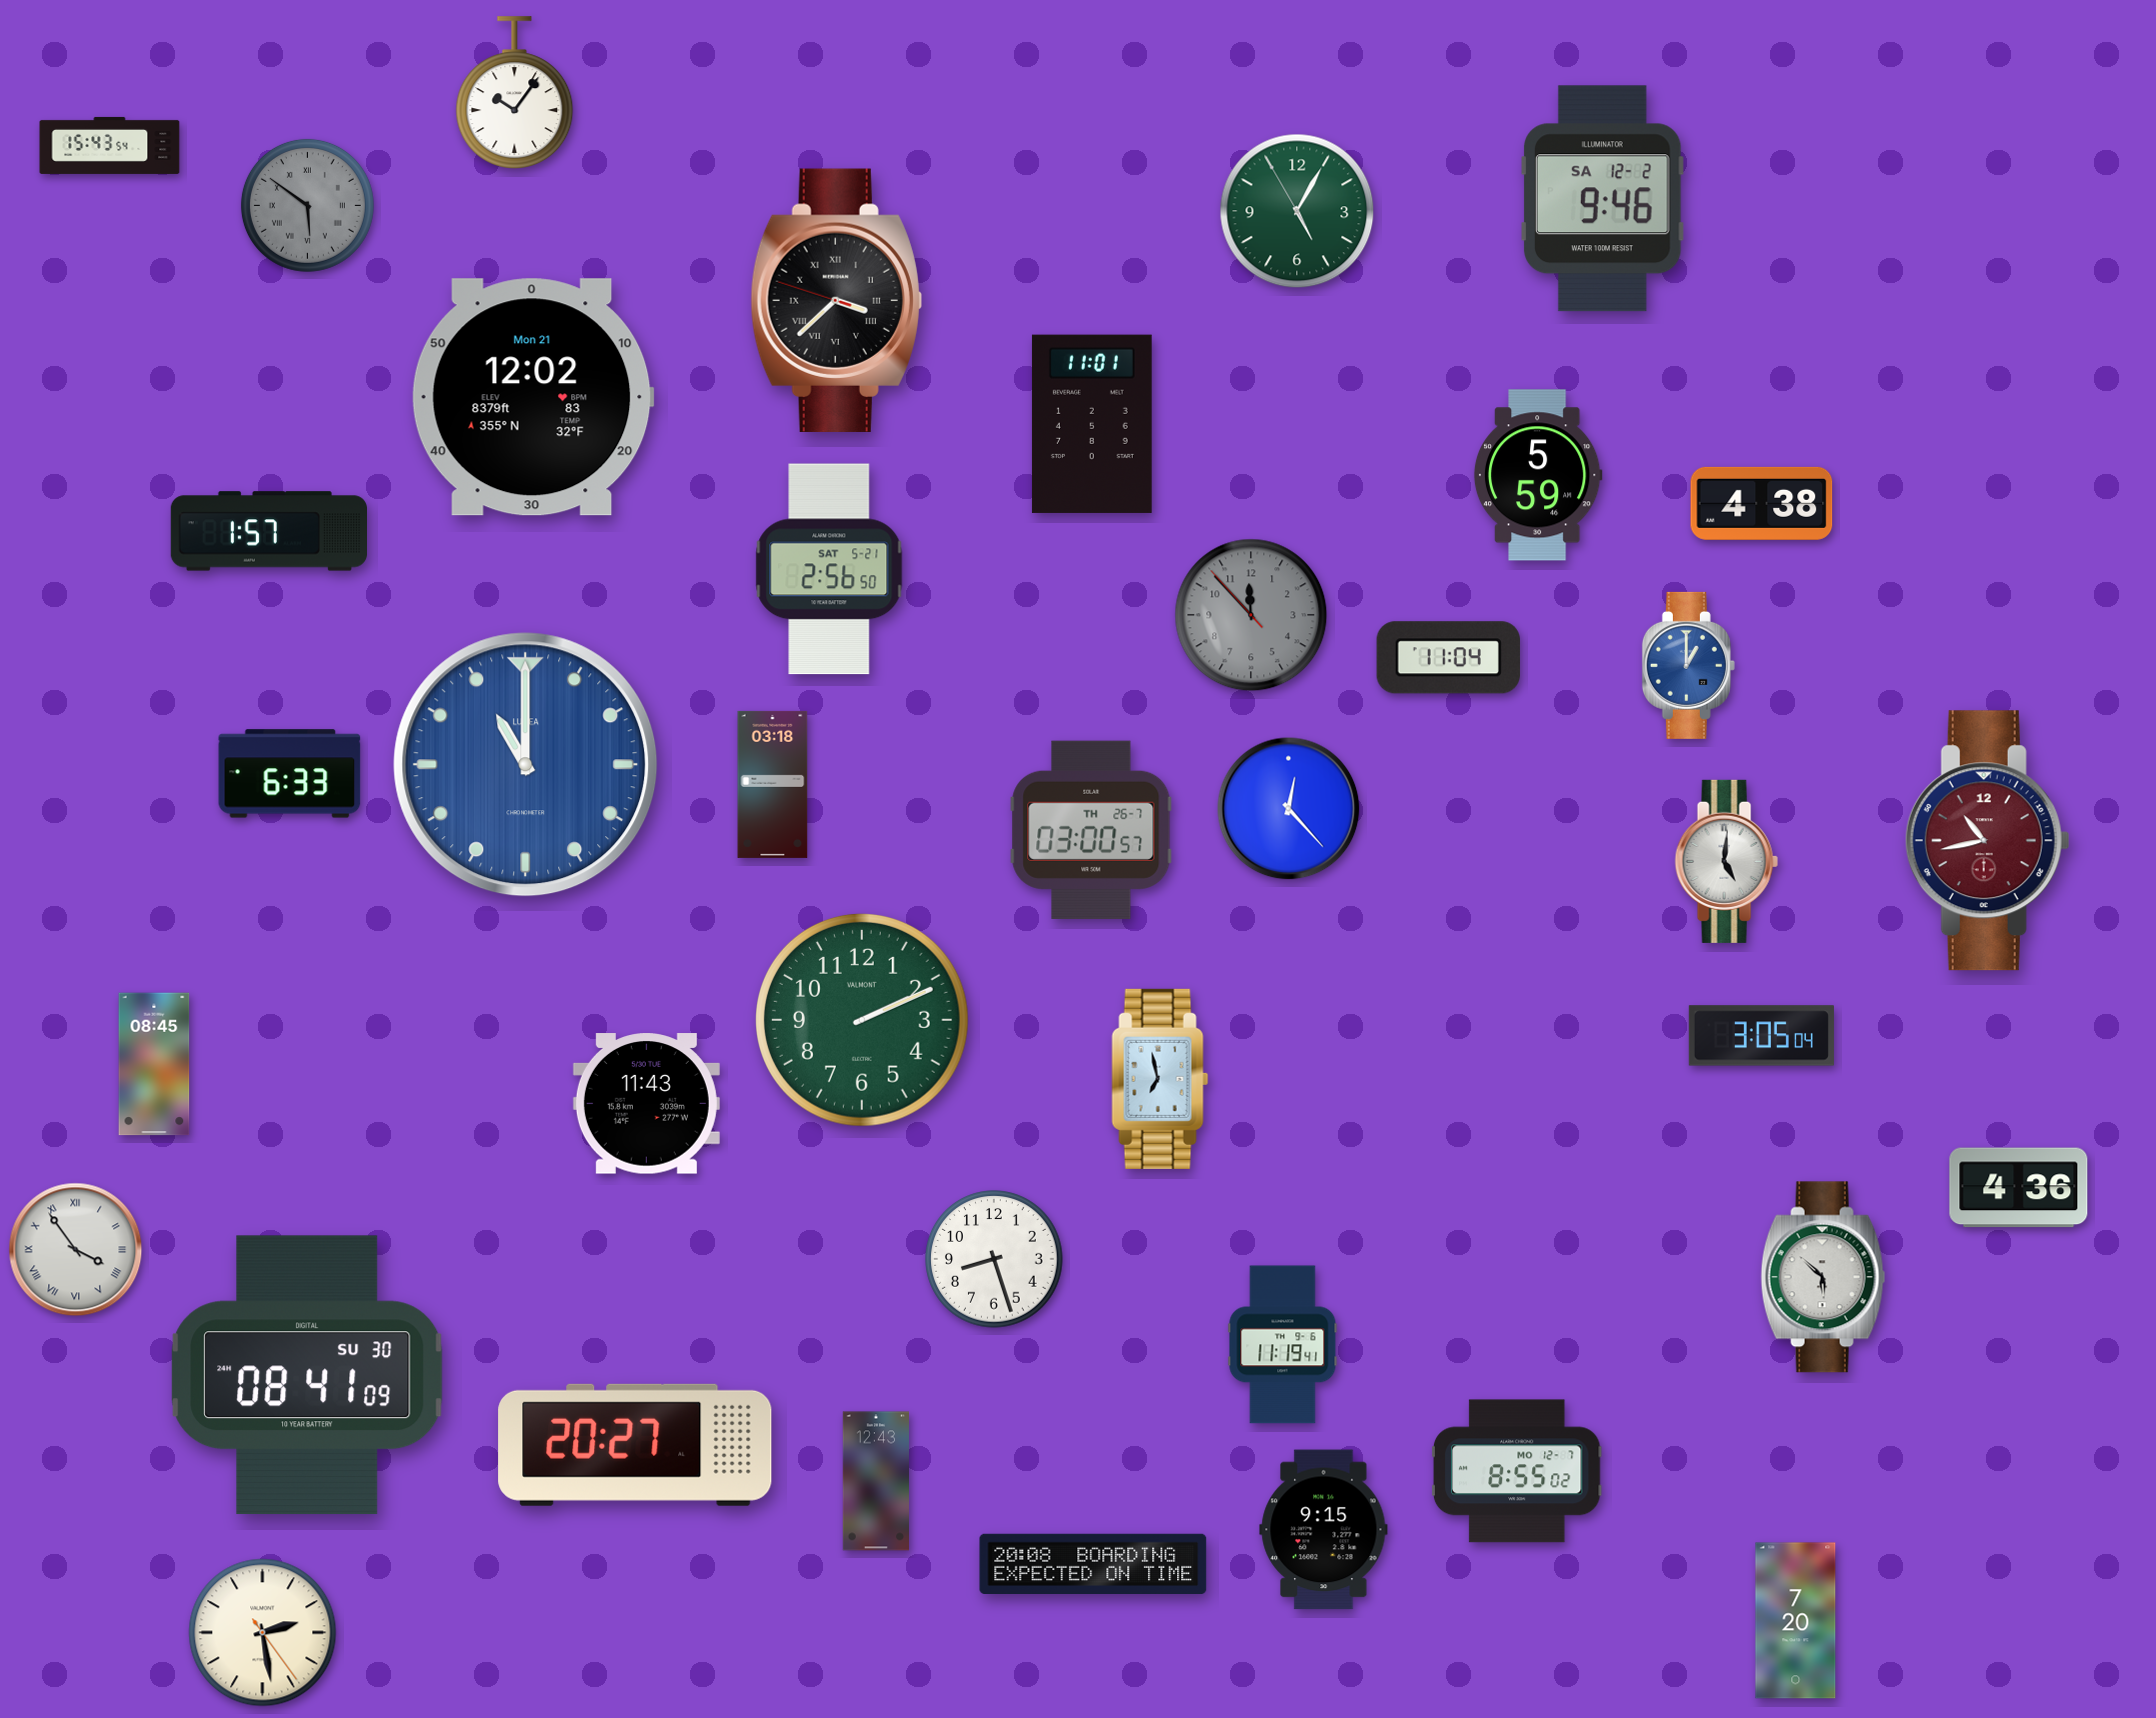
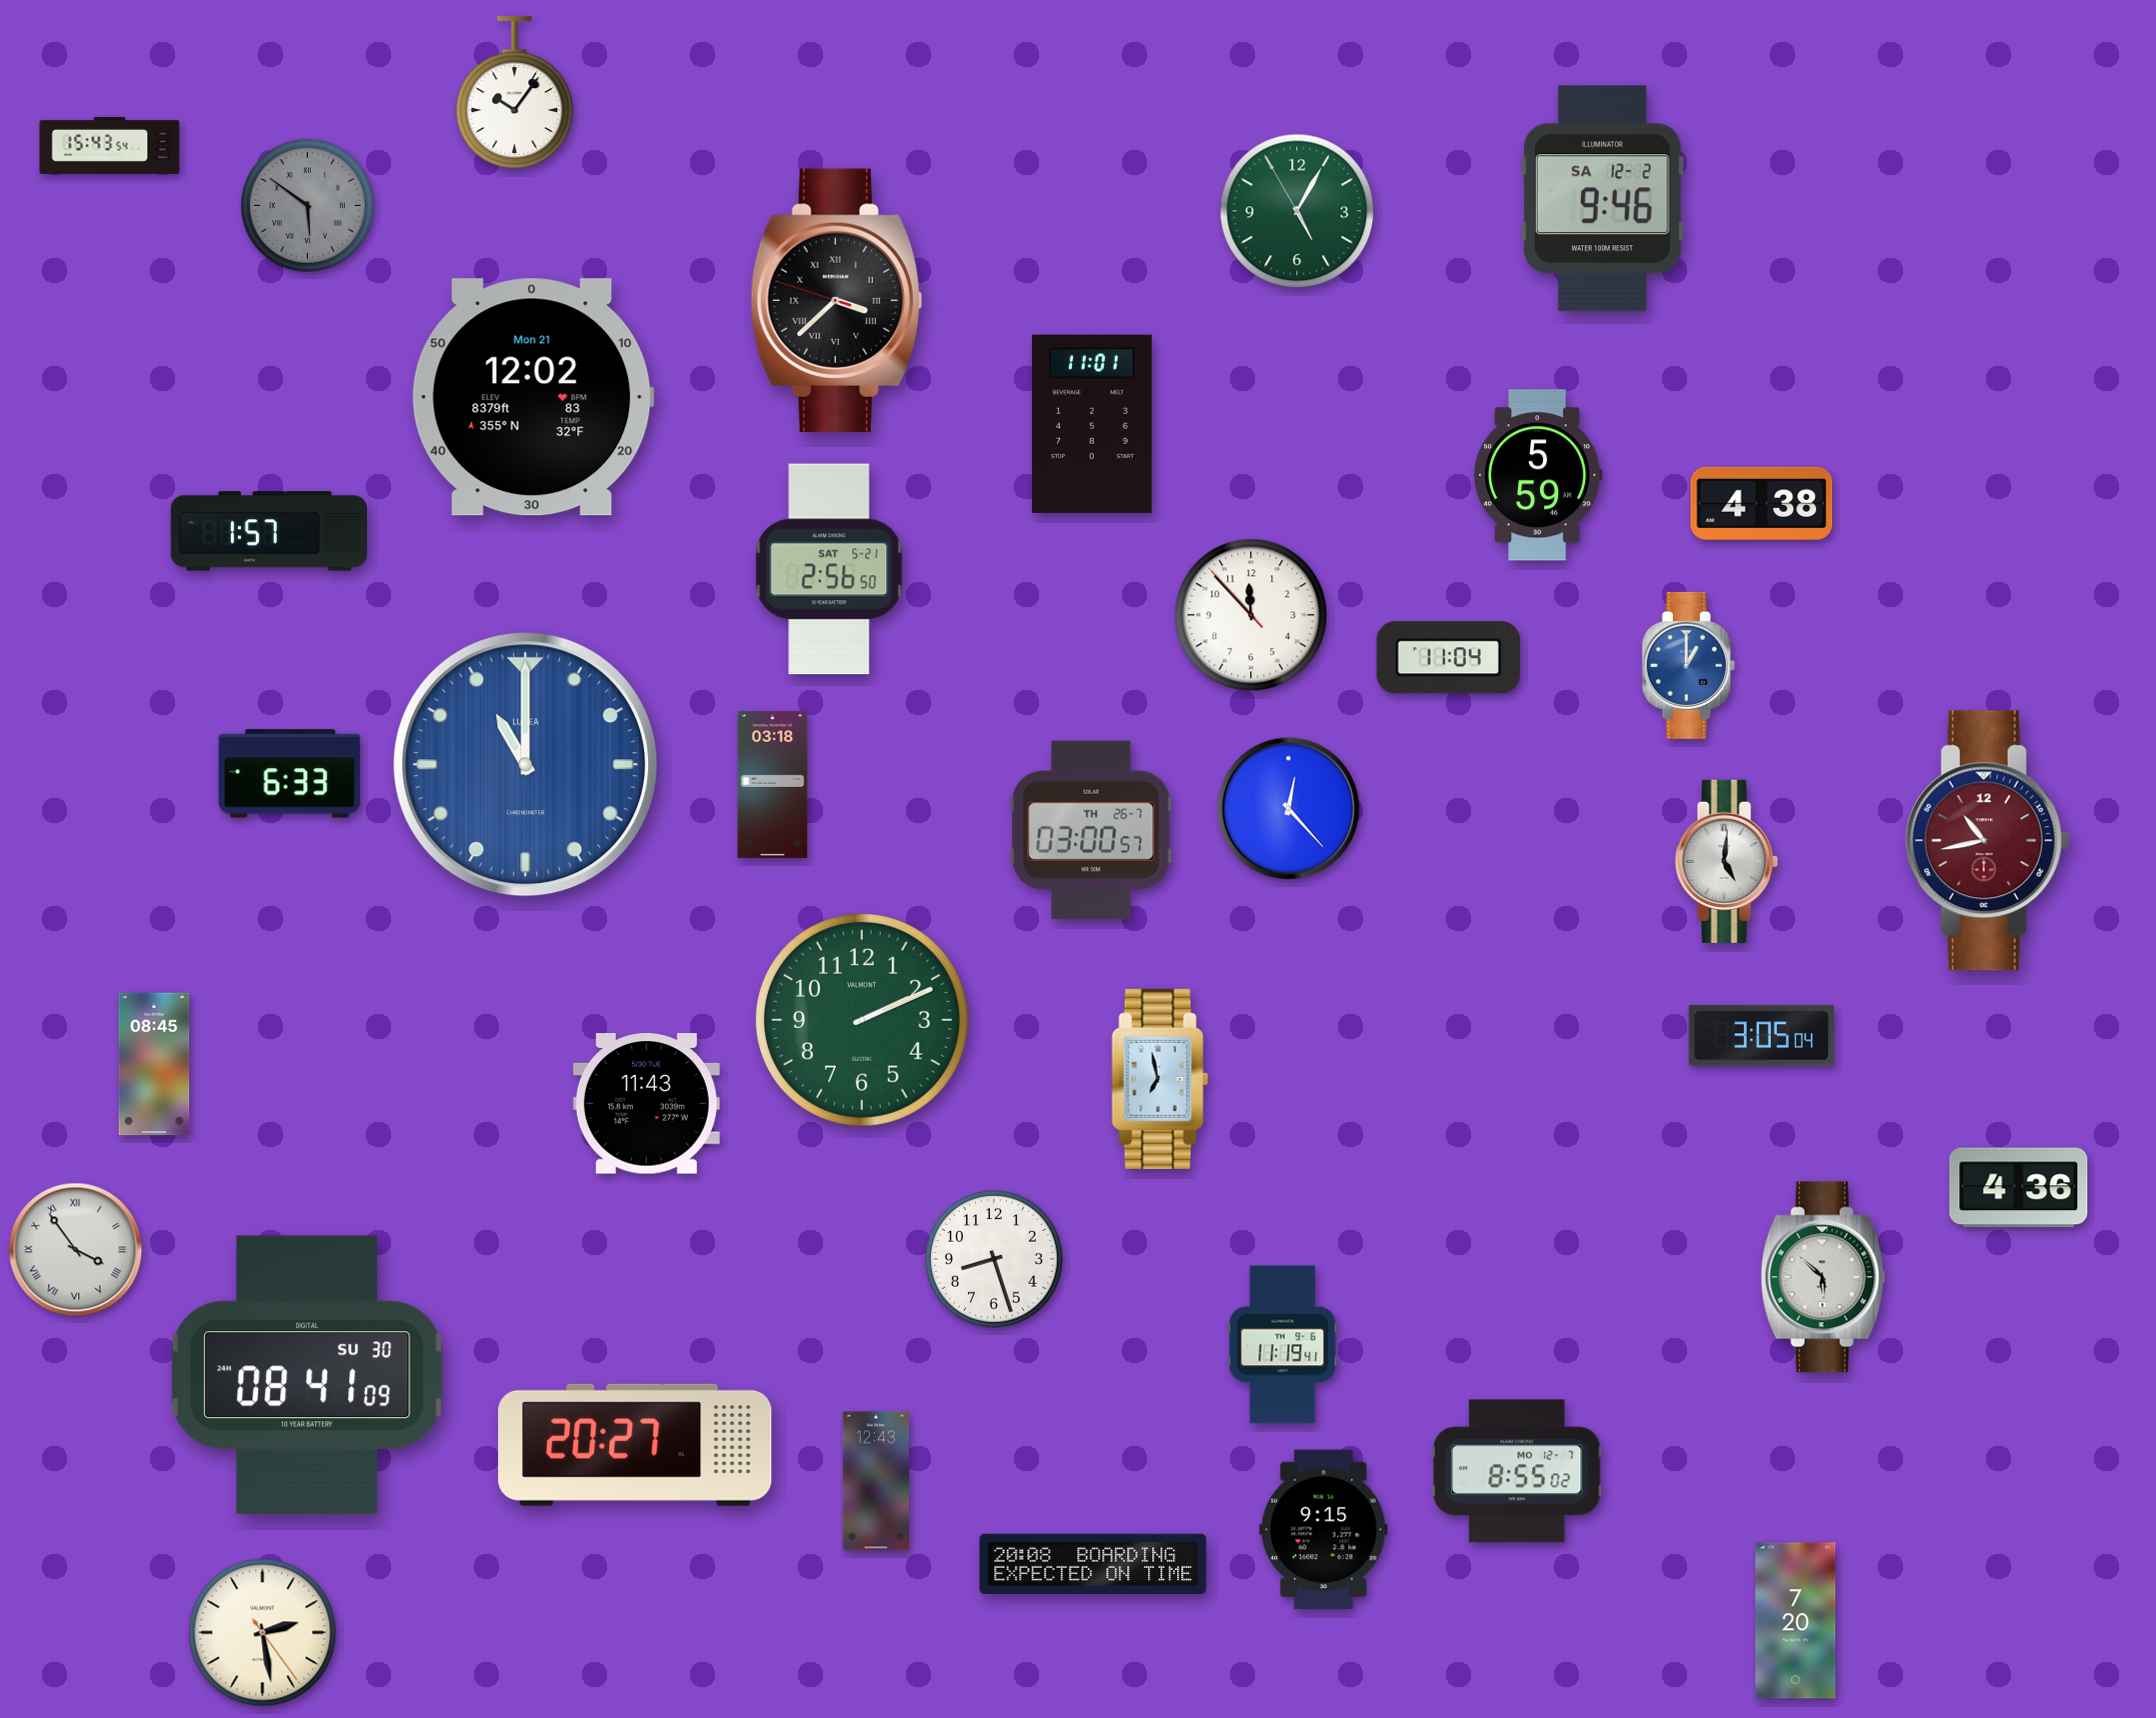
clock at (1251, 615) dial: grey -> white
